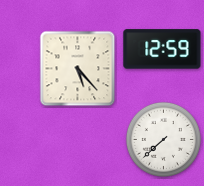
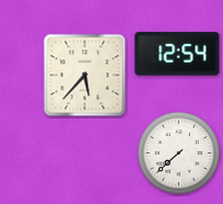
clock at (162, 49): 12:59 -> 12:54
clock at (78, 69): 5:23 -> 5:37
